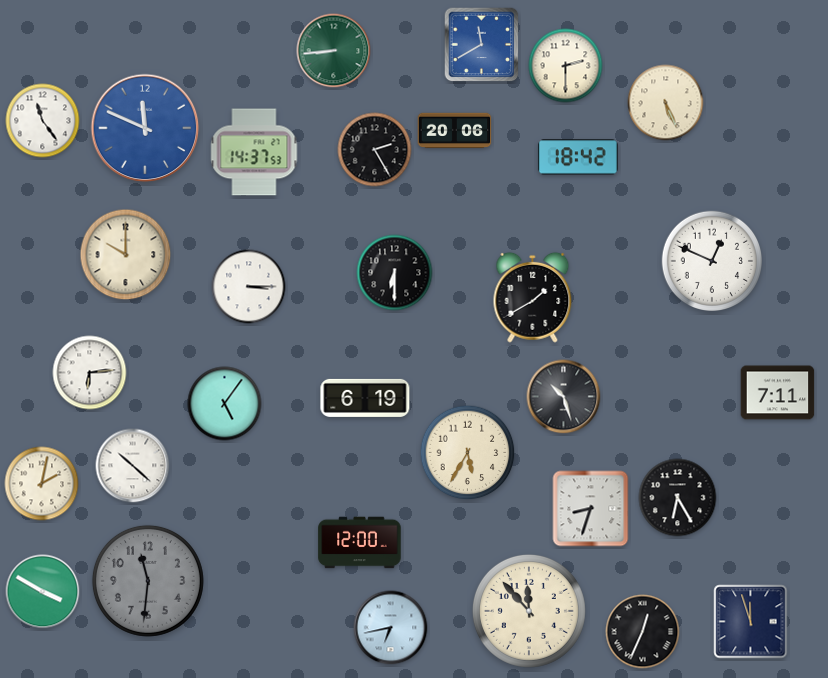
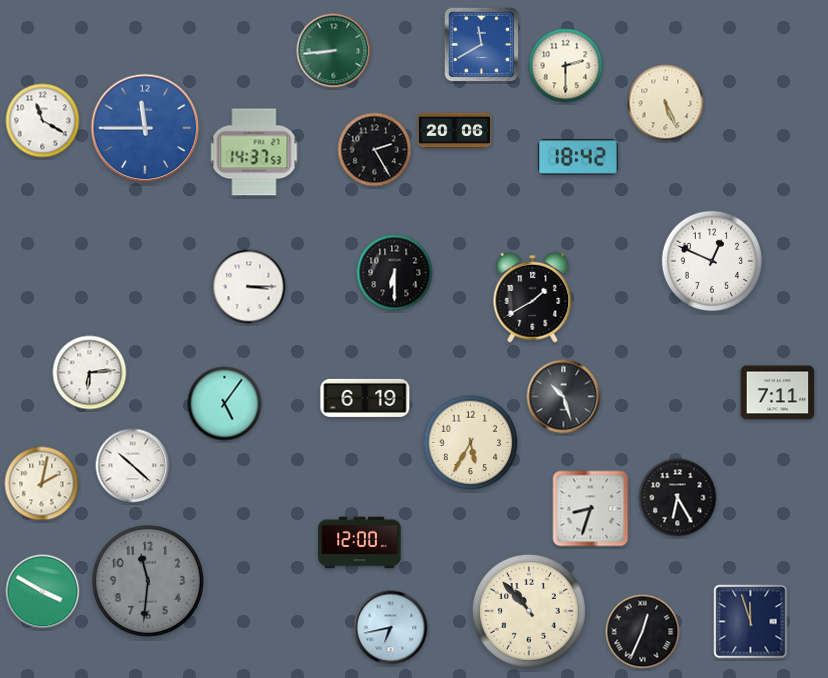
clock at (43, 121): 11:24 -> 11:20
clock at (145, 128): 11:49 -> 11:45
clock at (126, 255): 10:00 -> none
clock at (468, 453) position: (468, 453) -> (471, 443)
clock at (529, 611): 11:53 -> 10:53
